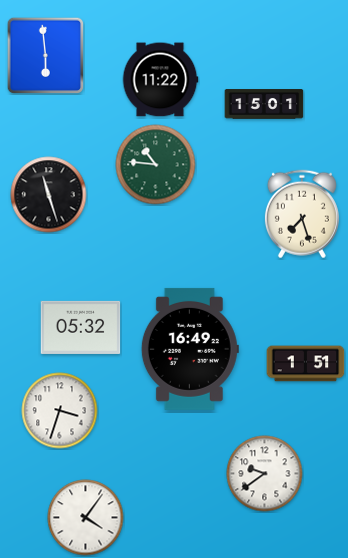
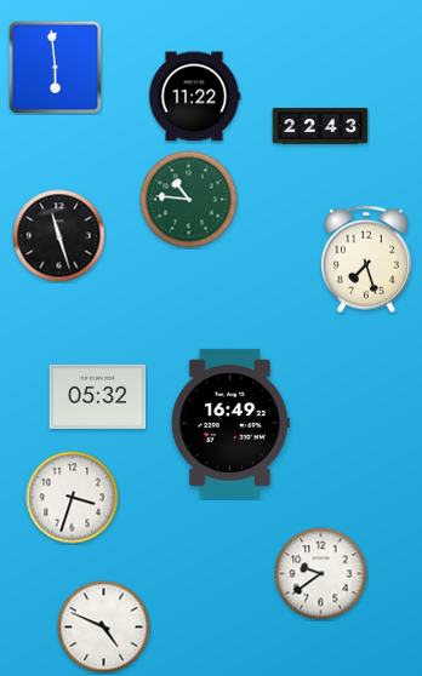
clock at (264, 104): 15:01 -> 22:43
clock at (306, 364): 1:51 -> none
clock at (86, 518): 4:06 -> 4:49
